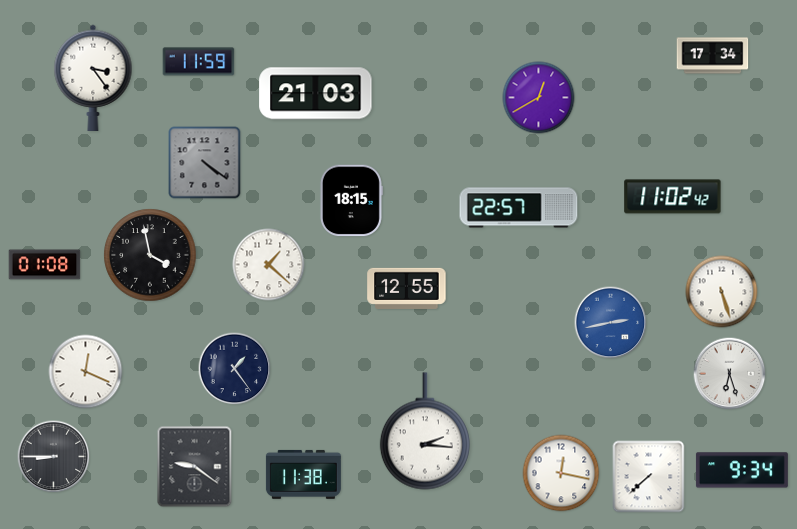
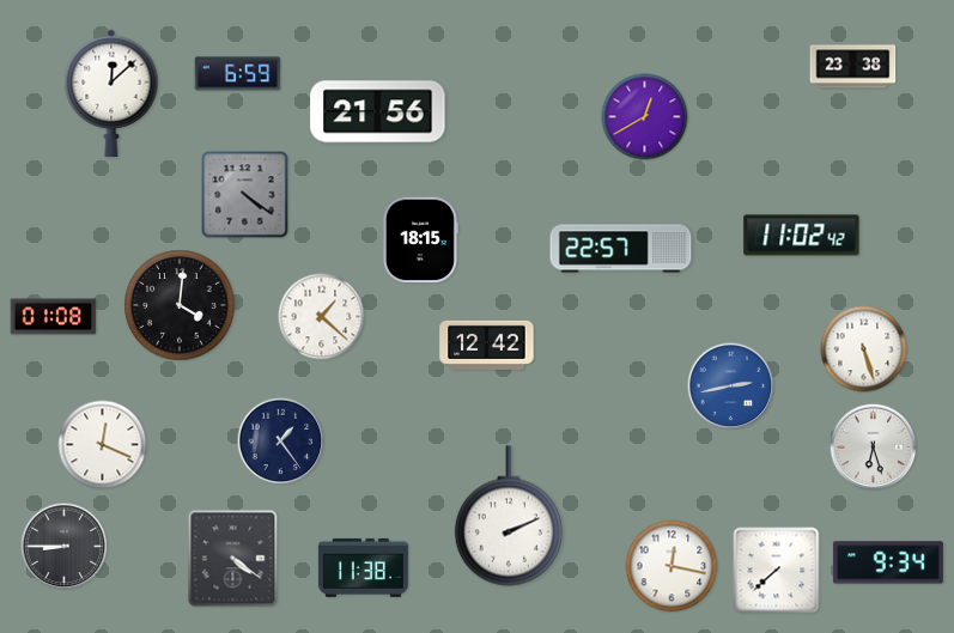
clock at (713, 56): 17:34 -> 23:38
clock at (199, 62): 11:59 -> 6:59
clock at (93, 77): 3:24 -> 12:08
clock at (316, 94): 21:03 -> 21:56
clock at (673, 197) position: (673, 197) -> (802, 236)
clock at (150, 255): 3:58 -> 4:01
clock at (407, 288): 12:55 -> 12:42
clock at (425, 431): 2:16 -> 2:11
clock at (195, 467): 9:21 -> 4:21
